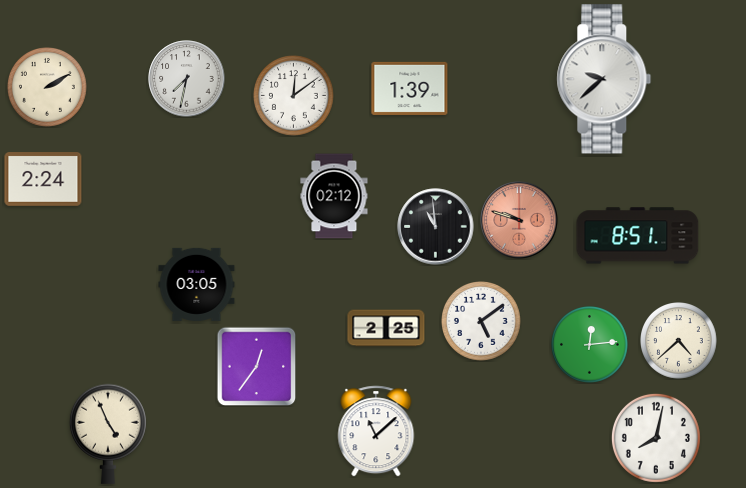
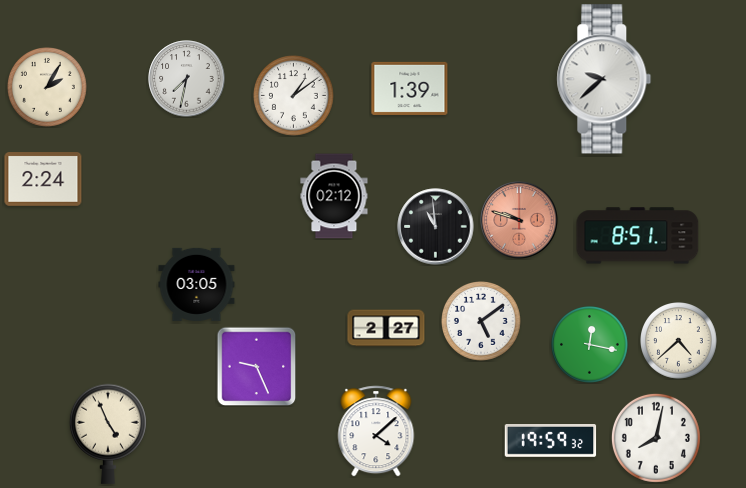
clock at (48, 88): 2:10 -> 2:05
clock at (293, 95): 12:09 -> 1:09
clock at (386, 328): 2:25 -> 2:27
clock at (590, 345): 12:14 -> 12:17
clock at (256, 366): 12:36 -> 9:26
clock at (376, 431): 11:08 -> 4:08
clock at (551, 441): none -> 19:59
